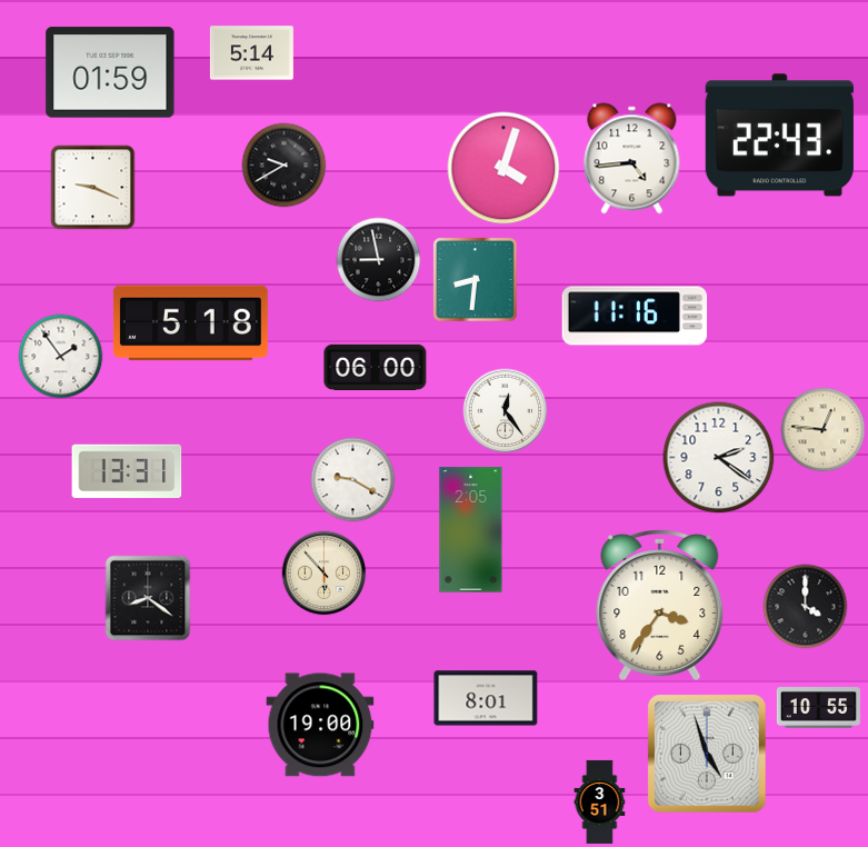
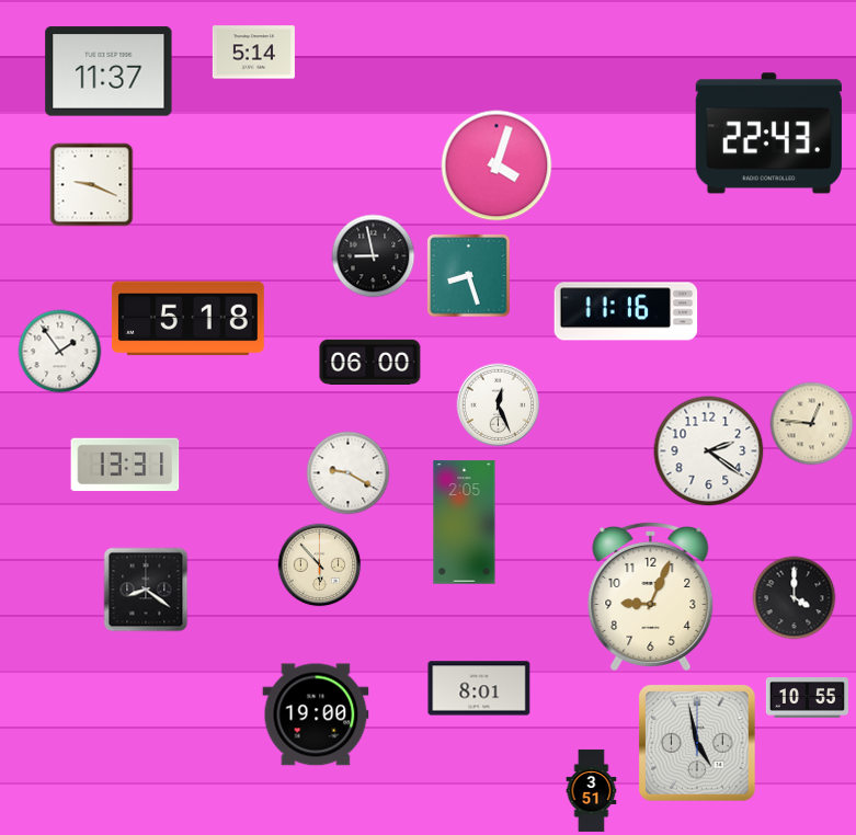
clock at (251, 53) position: (251, 53) -> (253, 53)
clock at (110, 72): 01:59 -> 11:37
clock at (632, 159): 4:44 -> none
clock at (285, 166): 9:40 -> none
clock at (476, 280): 8:31 -> 8:27
clock at (506, 411): 12:24 -> 12:26
clock at (660, 605): 3:36 -> 9:04
clock at (707, 754): 4:57 -> 4:58
